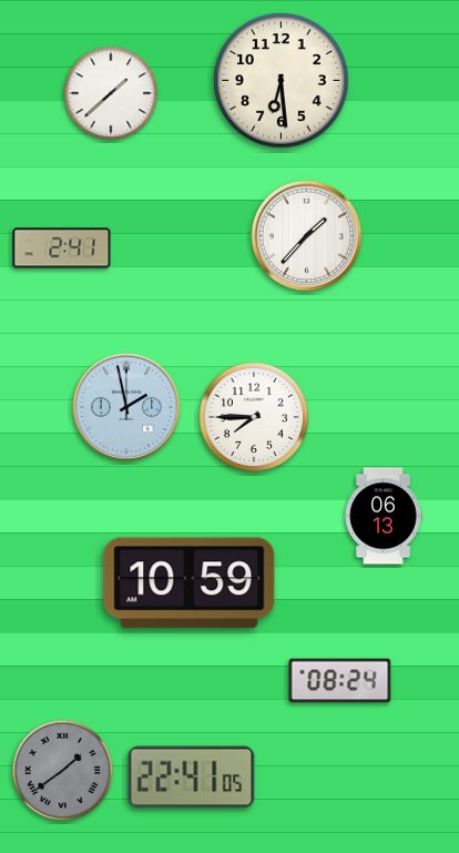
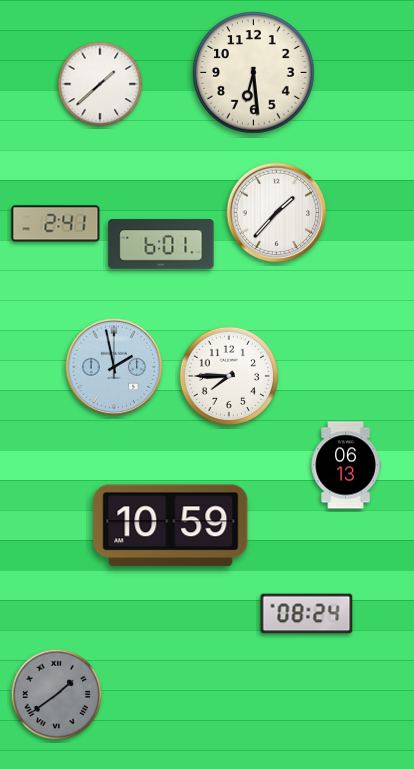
clock at (161, 244): none -> 6:01
clock at (192, 778): 22:41 -> none
